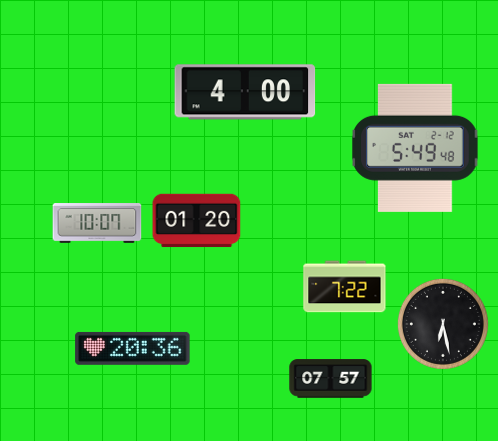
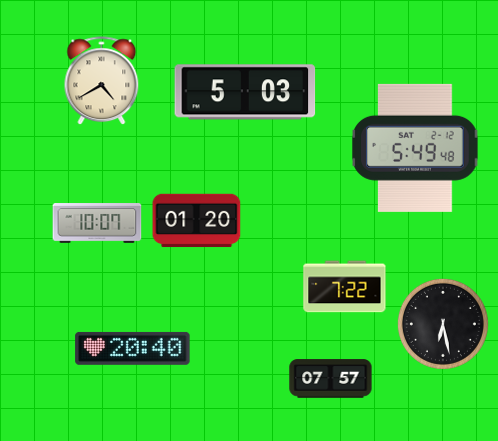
clock at (102, 81): none -> 4:40
clock at (245, 92): 4:00 -> 5:03
clock at (133, 348): 20:36 -> 20:40
